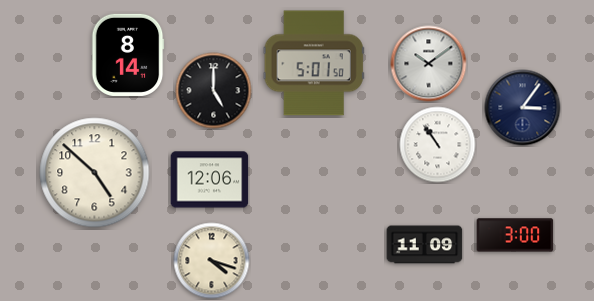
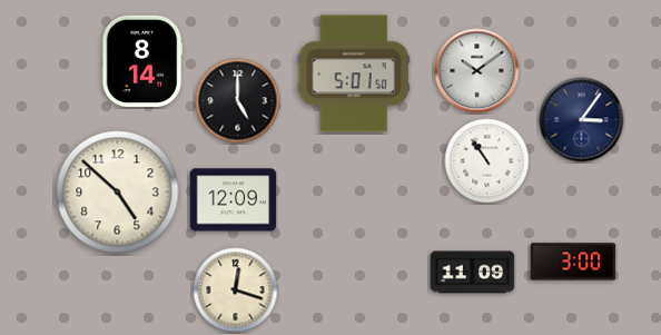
clock at (314, 63) position: (314, 63) -> (354, 73)
clock at (95, 173) position: (95, 173) -> (118, 193)
clock at (210, 180): 12:06 -> 12:09
clock at (212, 261): 4:18 -> 12:18
